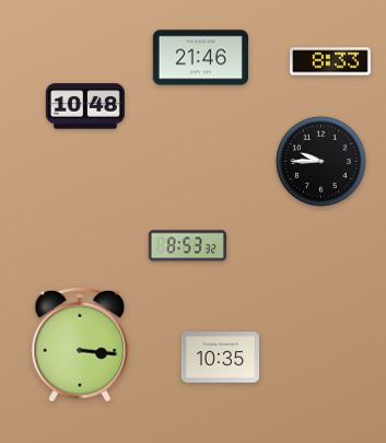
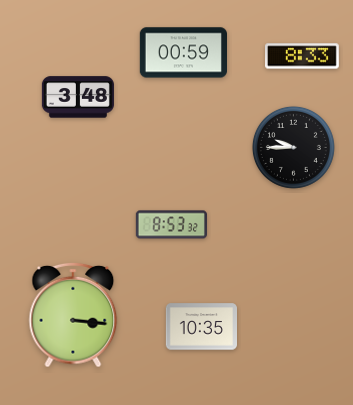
clock at (200, 58): 21:46 -> 00:59
clock at (85, 106): 10:48 -> 3:48
